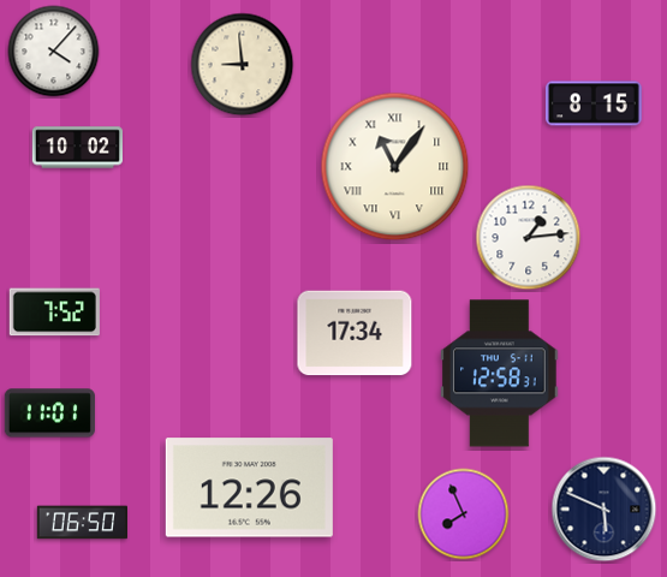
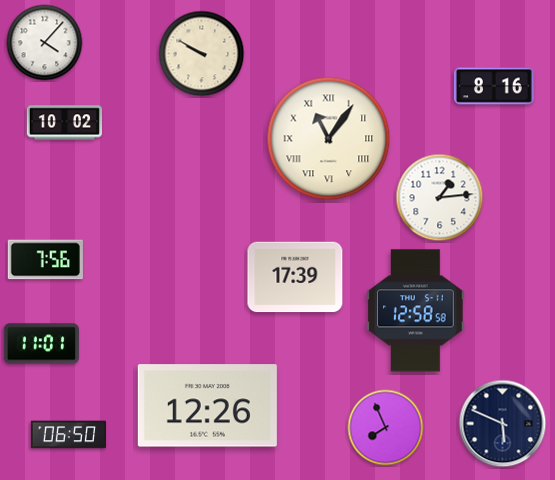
clock at (243, 65): 8:59 -> 9:50
clock at (594, 103): 8:15 -> 8:16
clock at (54, 313): 7:52 -> 7:56
clock at (355, 333): 17:34 -> 17:39
clock at (500, 374): 12:58:31 -> 12:58:58
